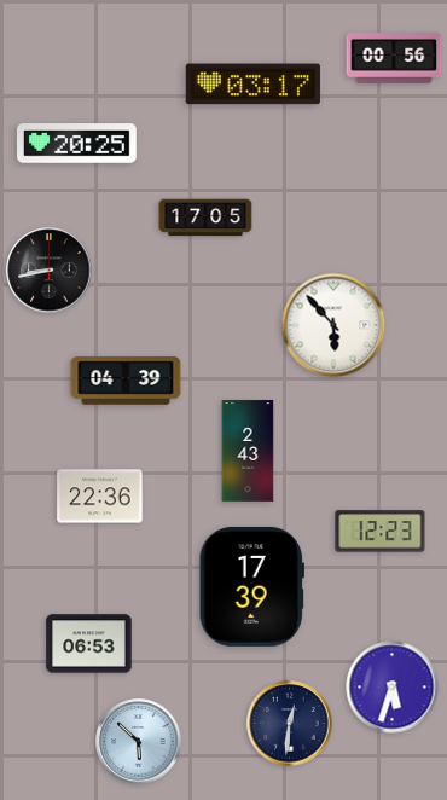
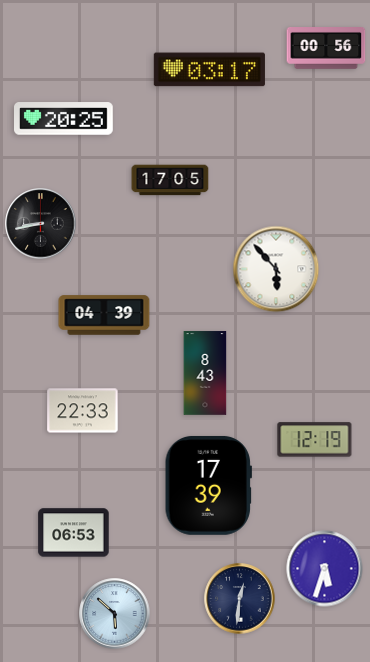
clock at (248, 451): 2:43 -> 8:43
clock at (100, 497): 22:36 -> 22:33
clock at (381, 532): 12:23 -> 12:19
